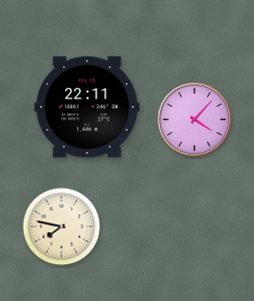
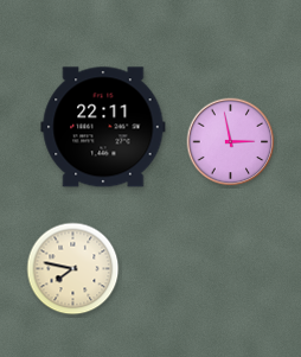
clock at (195, 120): 4:07 -> 2:58
